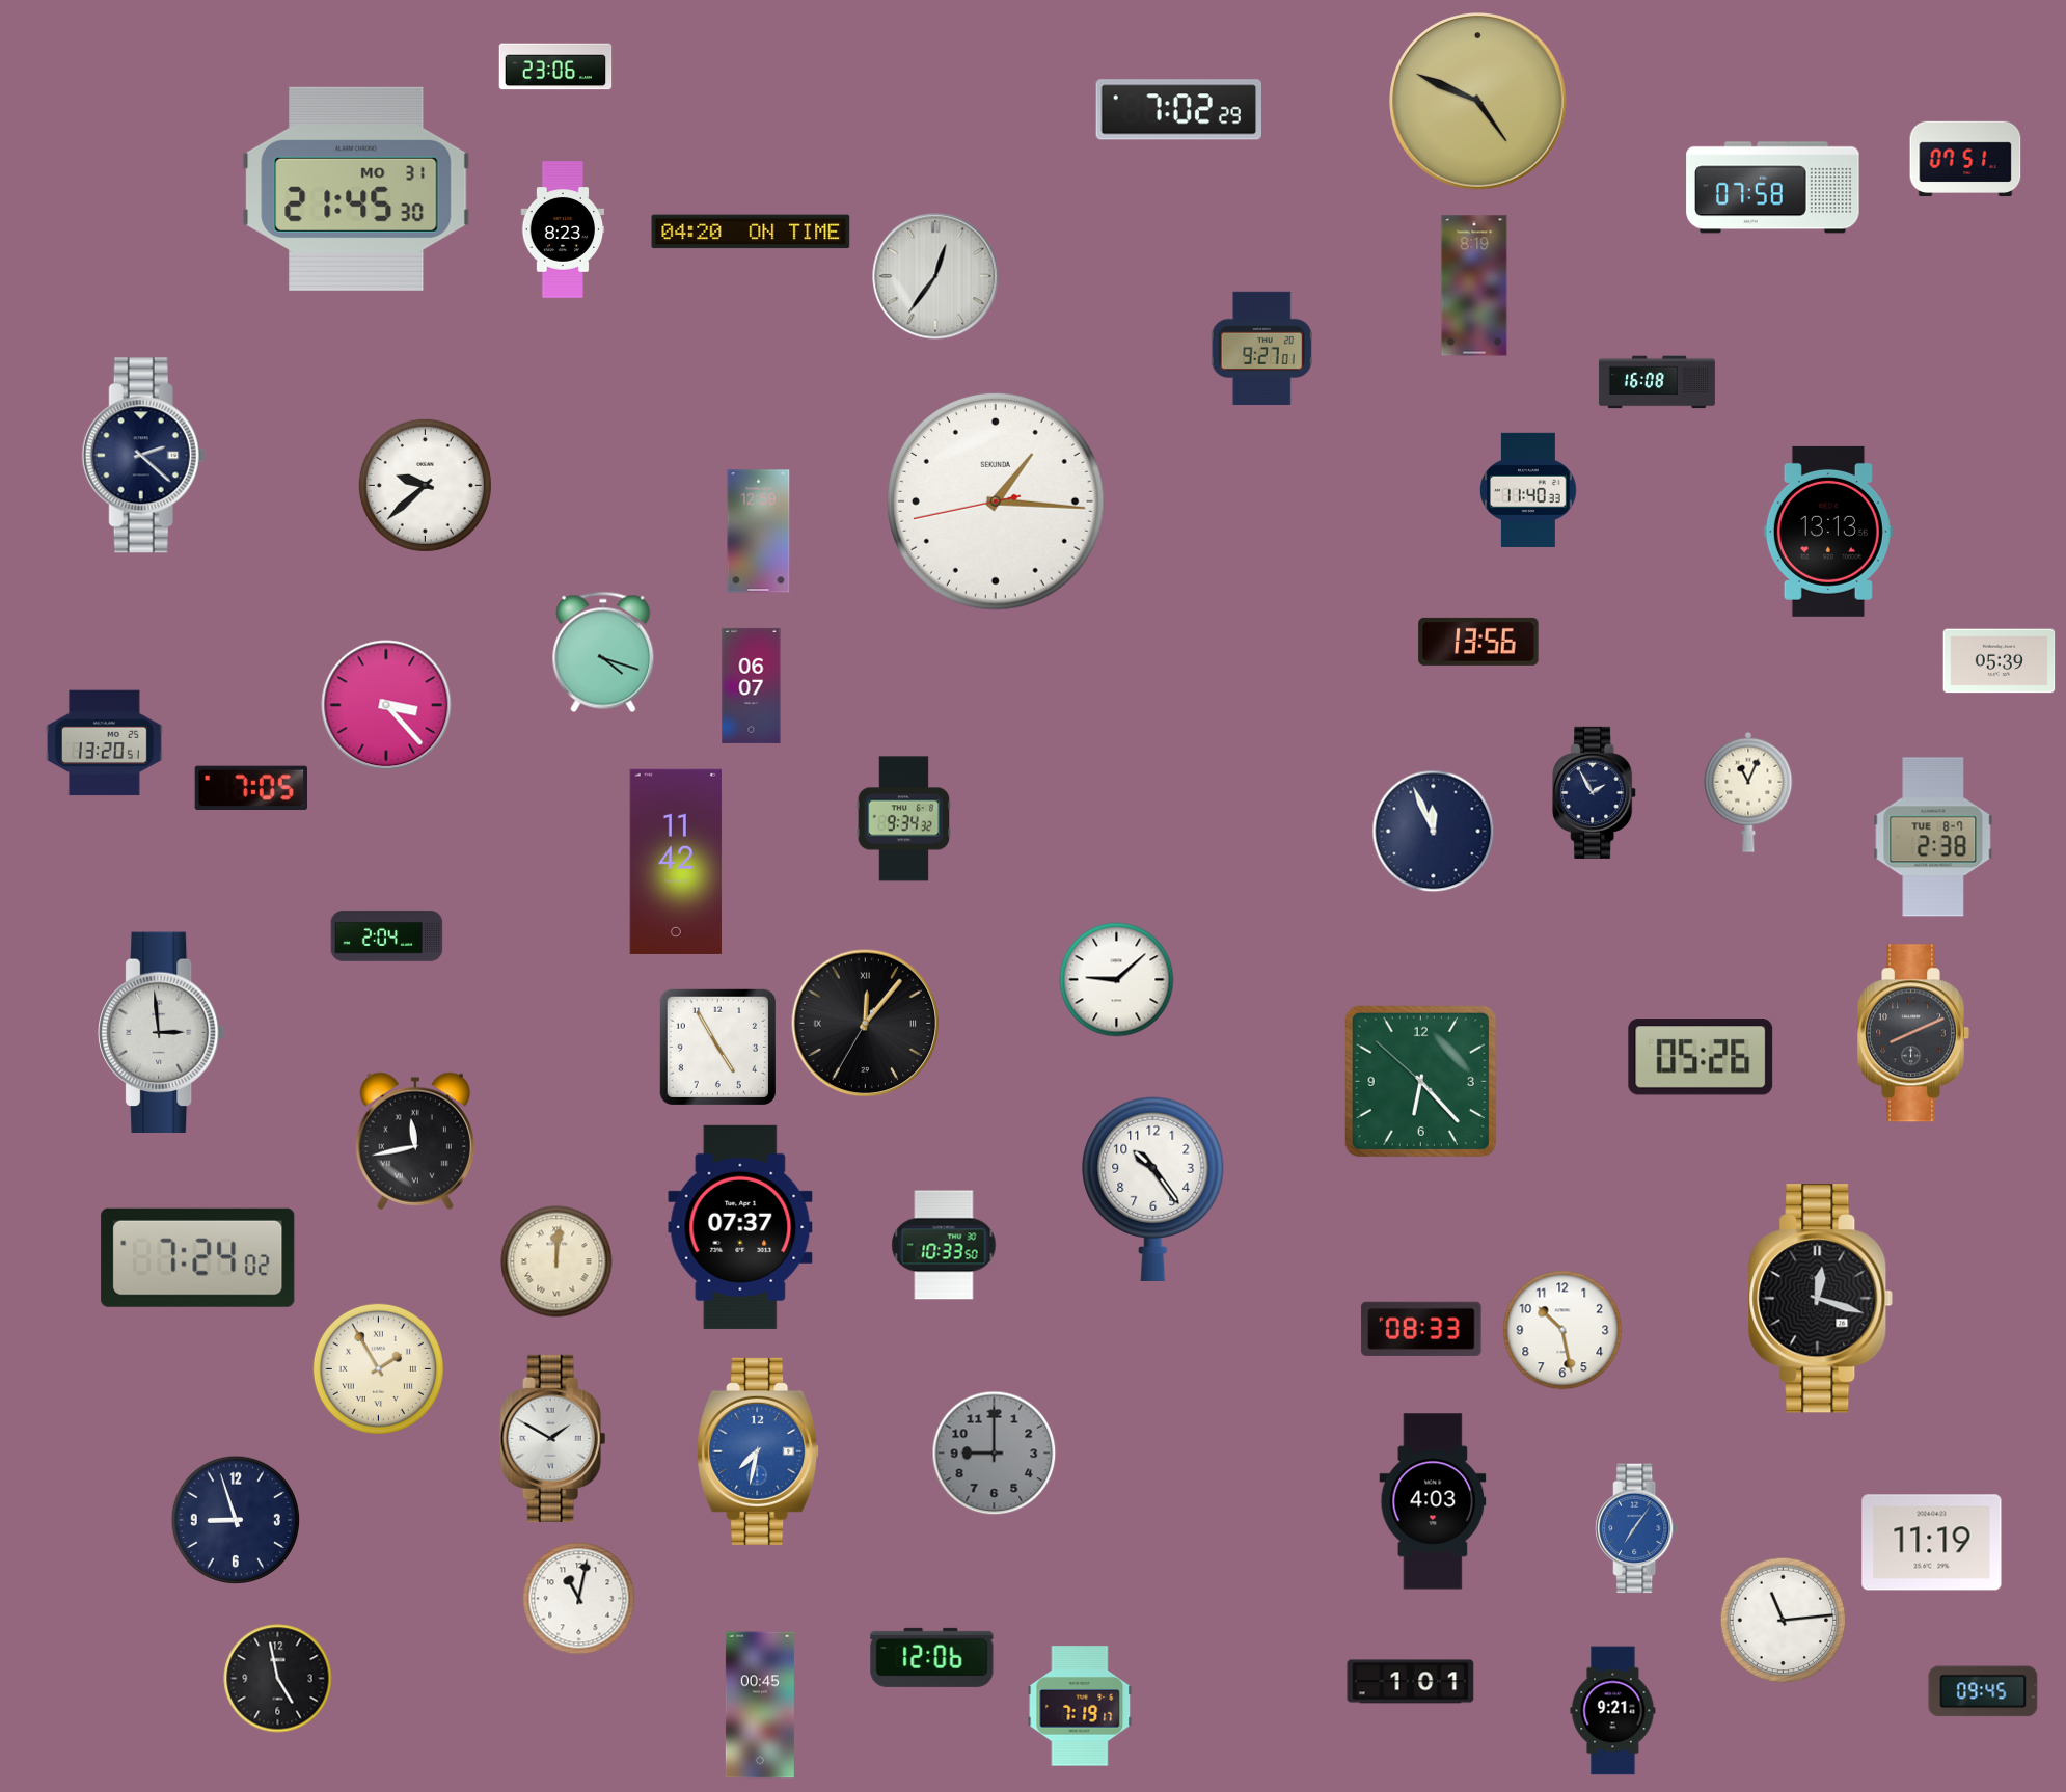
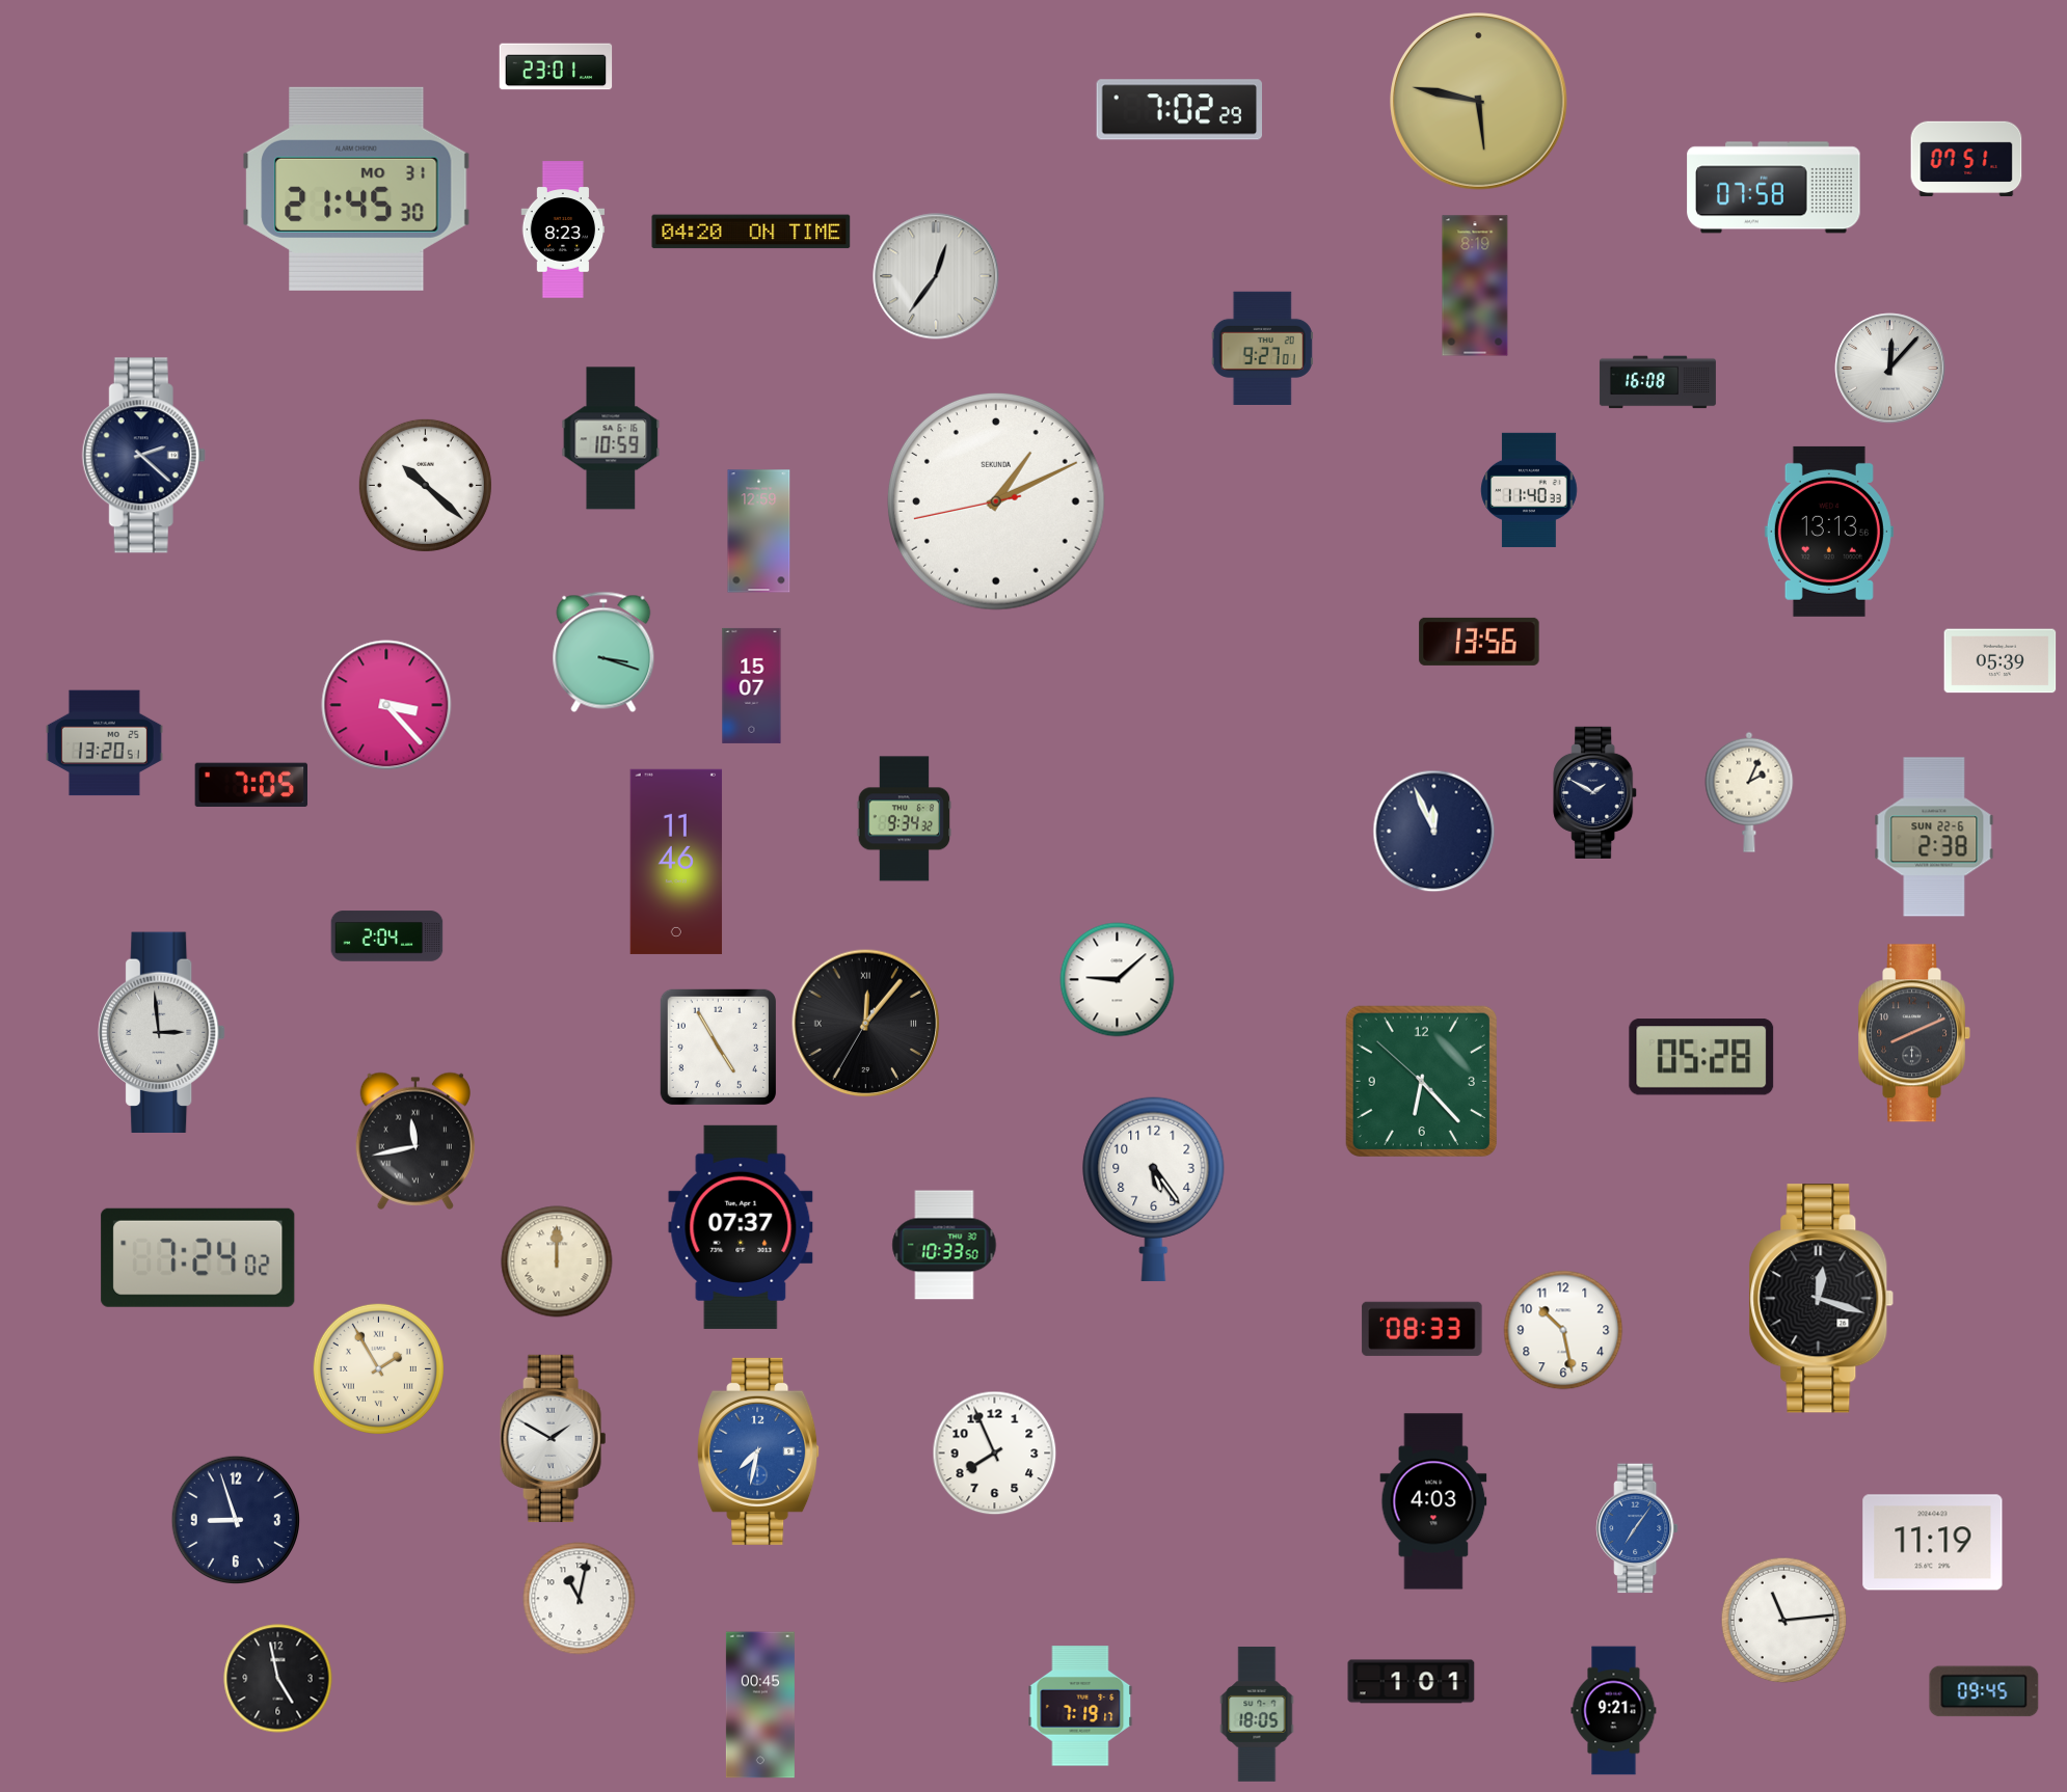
clock at (555, 66): 23:06 -> 23:01
clock at (1478, 102): 4:49 -> 5:47
clock at (1890, 369): none -> 12:07
clock at (611, 438): none -> 10:59
clock at (425, 485): 9:38 -> 10:22
clock at (996, 501): 1:15 -> 1:10
clock at (603, 652): 4:18 -> 3:18
clock at (752, 685): 06:07 -> 15:07
clock at (250, 787) position: (250, 787) -> (250, 784)
clock at (1595, 792): 1:55 -> 1:50
clock at (1748, 792): 11:04 -> 2:04
clock at (1933, 837) date: TUE 8-7 -> SUN 22-6
clock at (676, 862): 11:42 -> 11:46
clock at (1701, 1057): 05:26 -> 05:28
clock at (1153, 1189): 10:24 -> 5:24
clock at (556, 1261): 12:01 -> 12:00
clock at (995, 1454): 9:00 -> 7:56
clock at (995, 1454) dial: grey -> white
clock at (932, 1657): 12:06 -> none
clock at (1257, 1714): none -> 18:05
